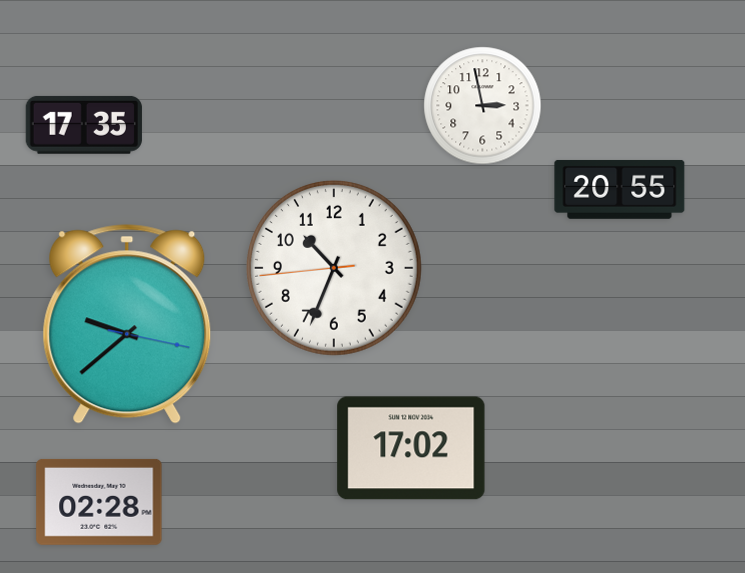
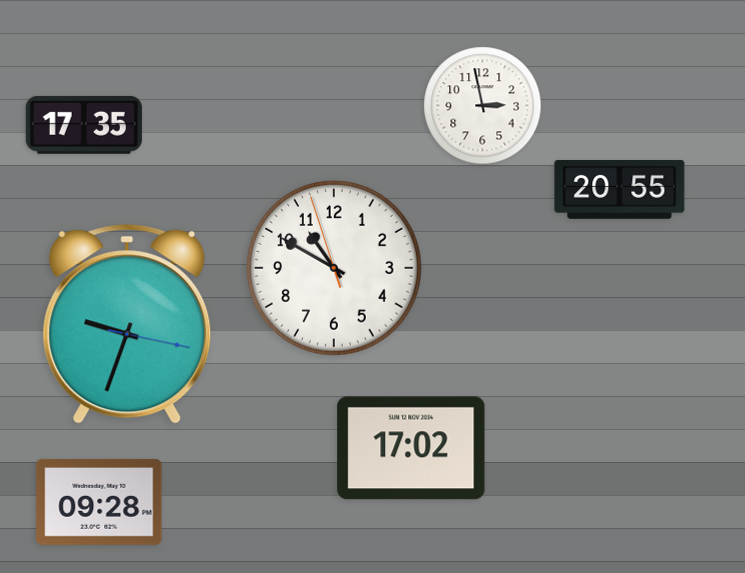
clock at (334, 268): 10:33 -> 10:49
clock at (127, 324): 9:38 -> 9:33
clock at (99, 502): 02:28 -> 09:28
